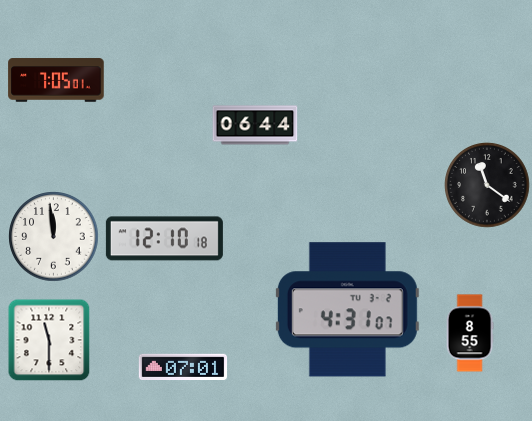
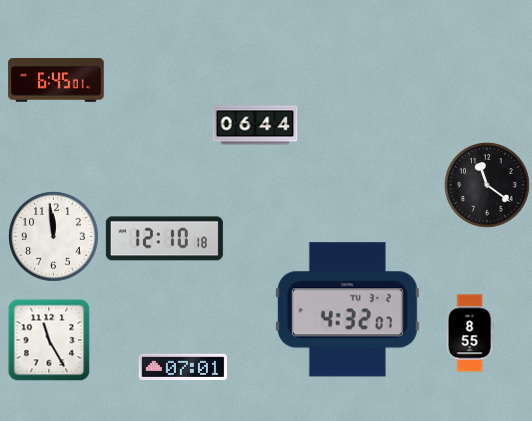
clock at (56, 80): 7:05 -> 6:45
clock at (347, 310): 4:31 -> 4:32
clock at (49, 340): 11:30 -> 11:25
